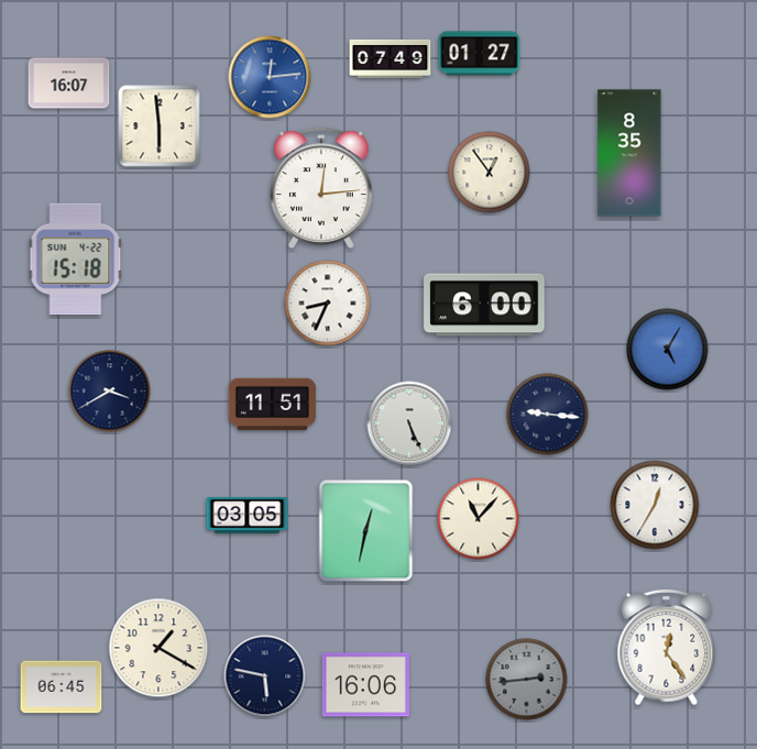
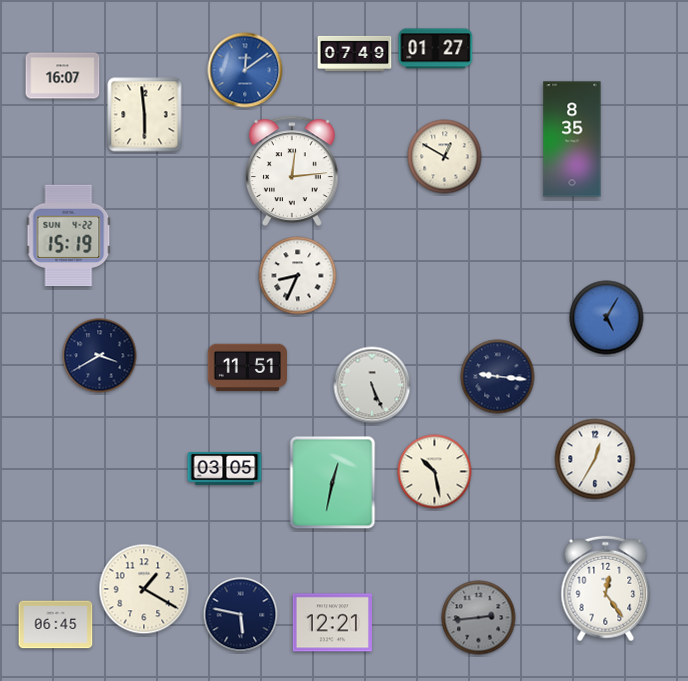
clock at (270, 77): 12:14 -> 12:09
clock at (490, 173): 12:54 -> 12:50
clock at (76, 260): 15:18 -> 15:19
clock at (484, 305): 6:00 -> none
clock at (479, 519): 11:07 -> 10:28
clock at (365, 685): 16:06 -> 12:21
